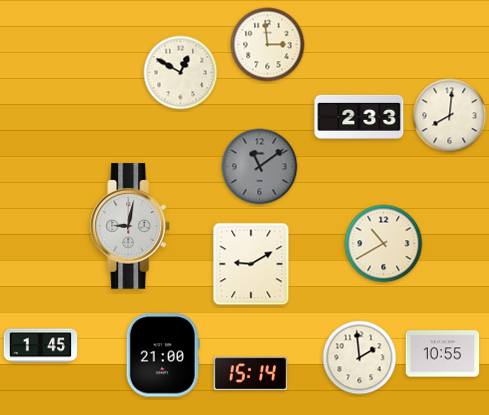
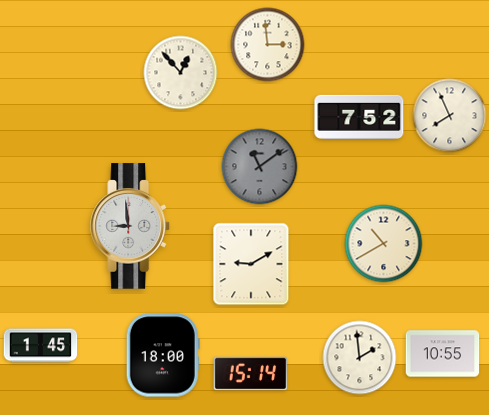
clock at (181, 73): 12:50 -> 12:53
clock at (450, 116): 8:01 -> 7:56
clock at (359, 117): 2:33 -> 7:52
clock at (131, 226): 9:02 -> 8:59
clock at (163, 355): 21:00 -> 18:00
